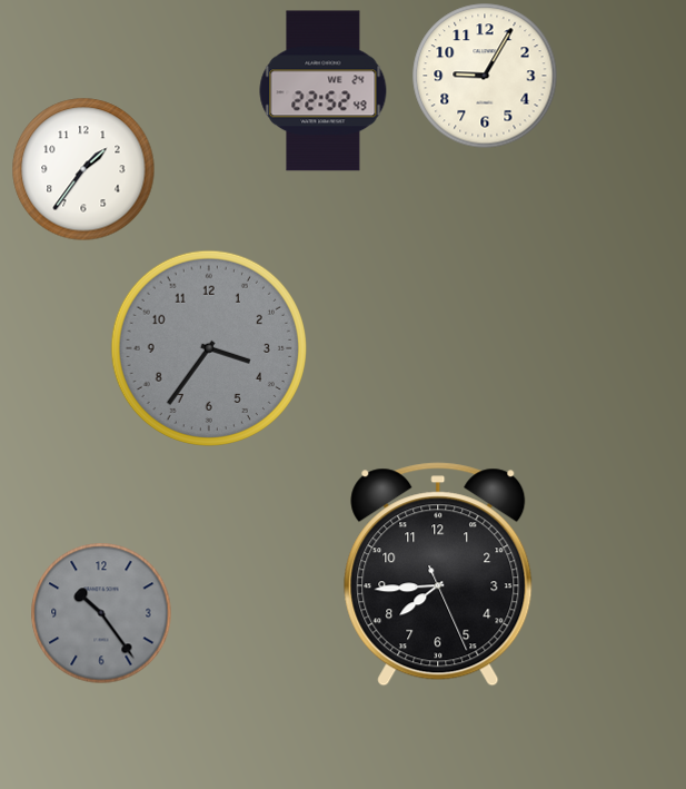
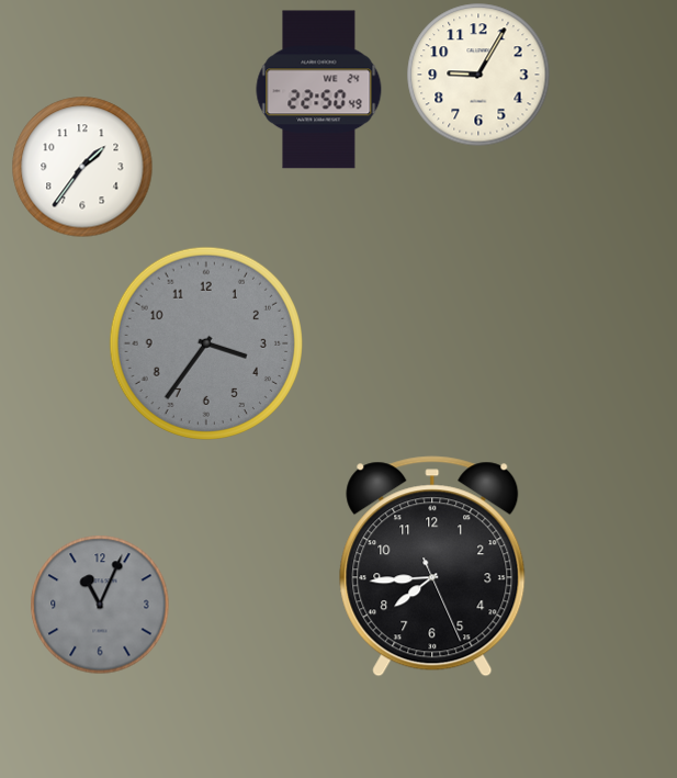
clock at (324, 91): 22:52 -> 22:50
clock at (101, 613): 10:24 -> 11:04
